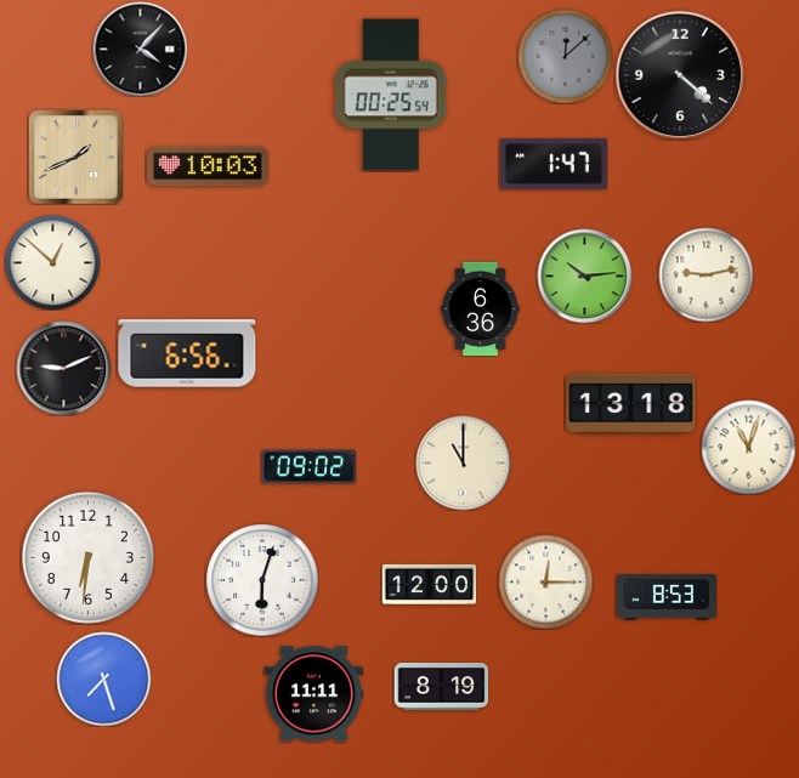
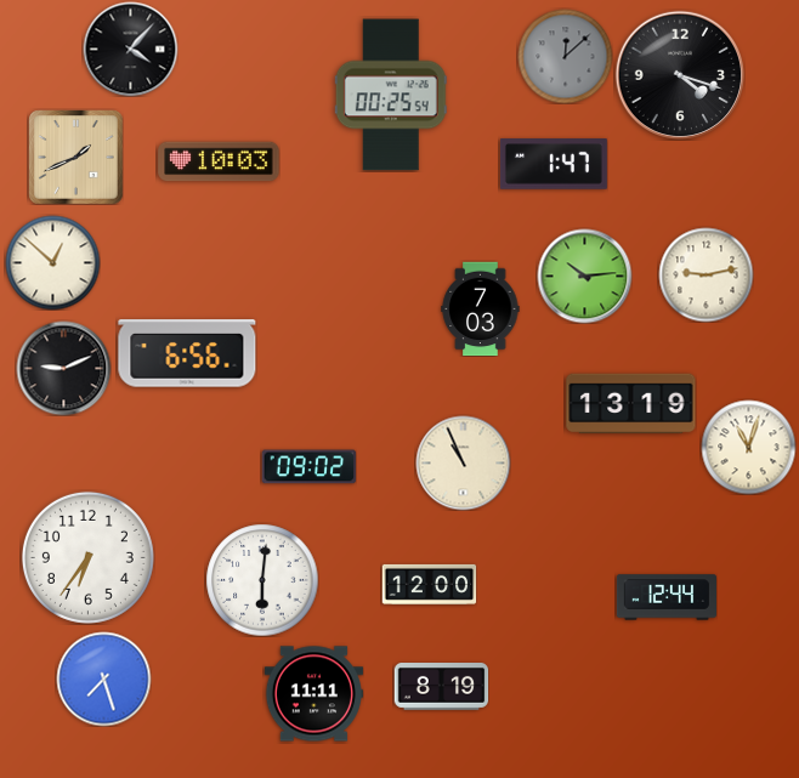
clock at (140, 49) position: (140, 49) -> (130, 49)
clock at (679, 74): 4:22 -> 4:18
clock at (208, 166) position: (208, 166) -> (219, 161)
clock at (481, 308): 6:36 -> 7:03
clock at (631, 404): 13:18 -> 13:19
clock at (463, 462): 11:00 -> 10:56
clock at (87, 557): 6:31 -> 6:36
clock at (262, 580): 6:03 -> 6:01
clock at (545, 581): 12:15 -> none
clock at (665, 597): 8:53 -> 12:44
